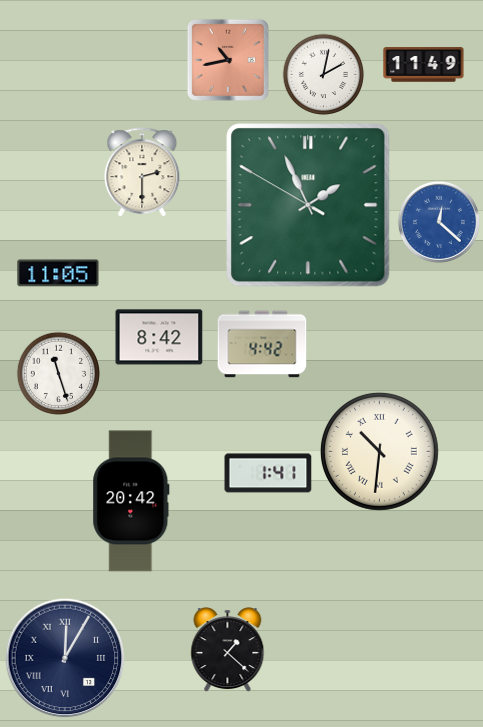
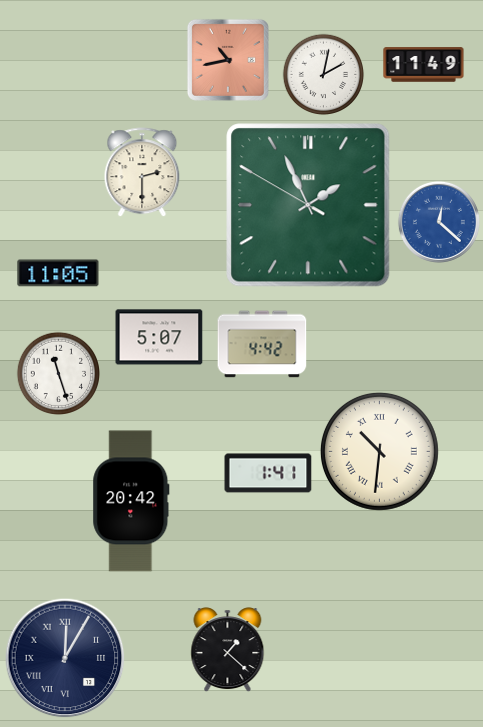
clock at (159, 337): 8:42 -> 5:07
